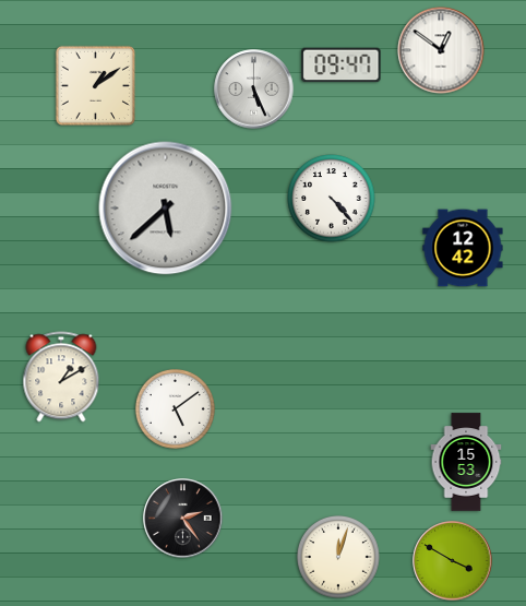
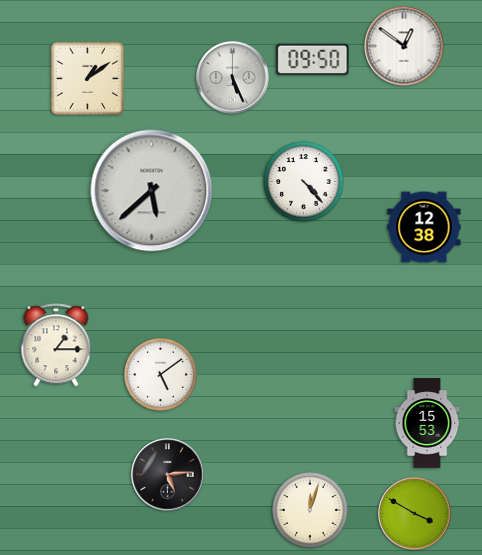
clock at (342, 66): 09:47 -> 09:50
clock at (254, 90) position: (254, 90) -> (233, 78)
clock at (463, 248): 12:42 -> 12:38
clock at (61, 377): 1:10 -> 1:15
clock at (183, 519): 2:24 -> 5:14
